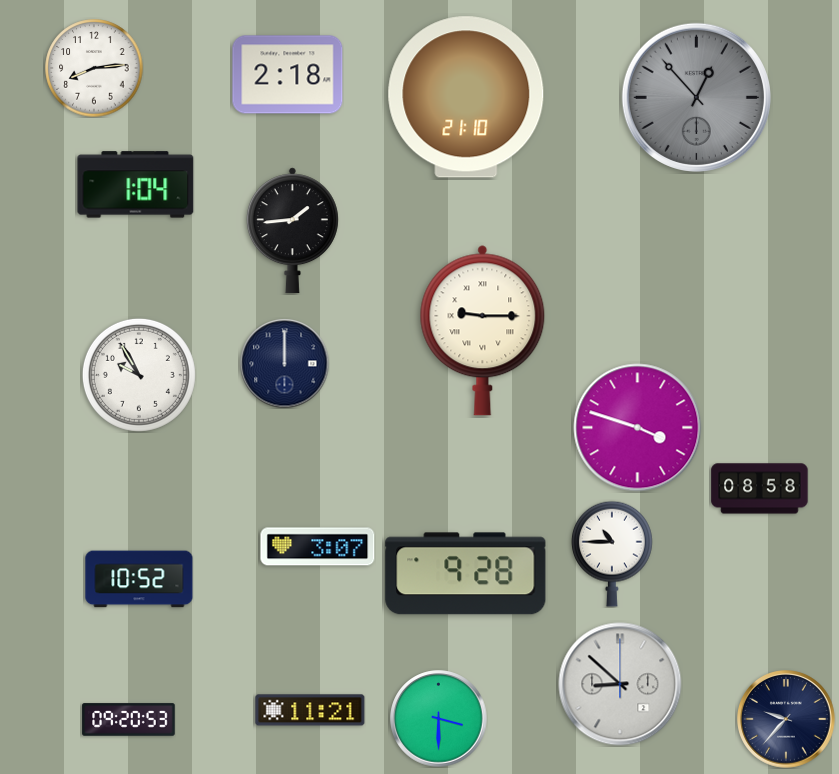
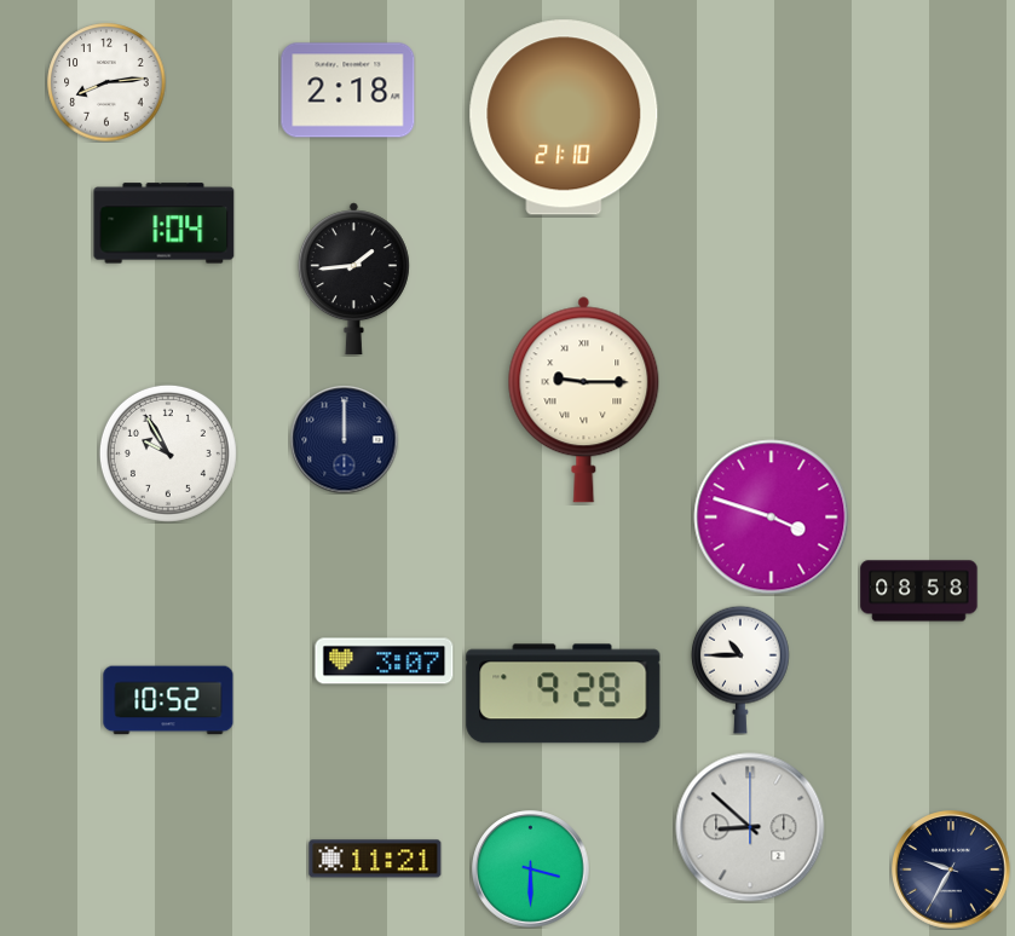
clock at (94, 68) position: (94, 68) -> (106, 82)
clock at (696, 97): 12:53 -> none
clock at (786, 719): 9:37 -> 9:35
clock at (129, 720): 09:20 -> none
